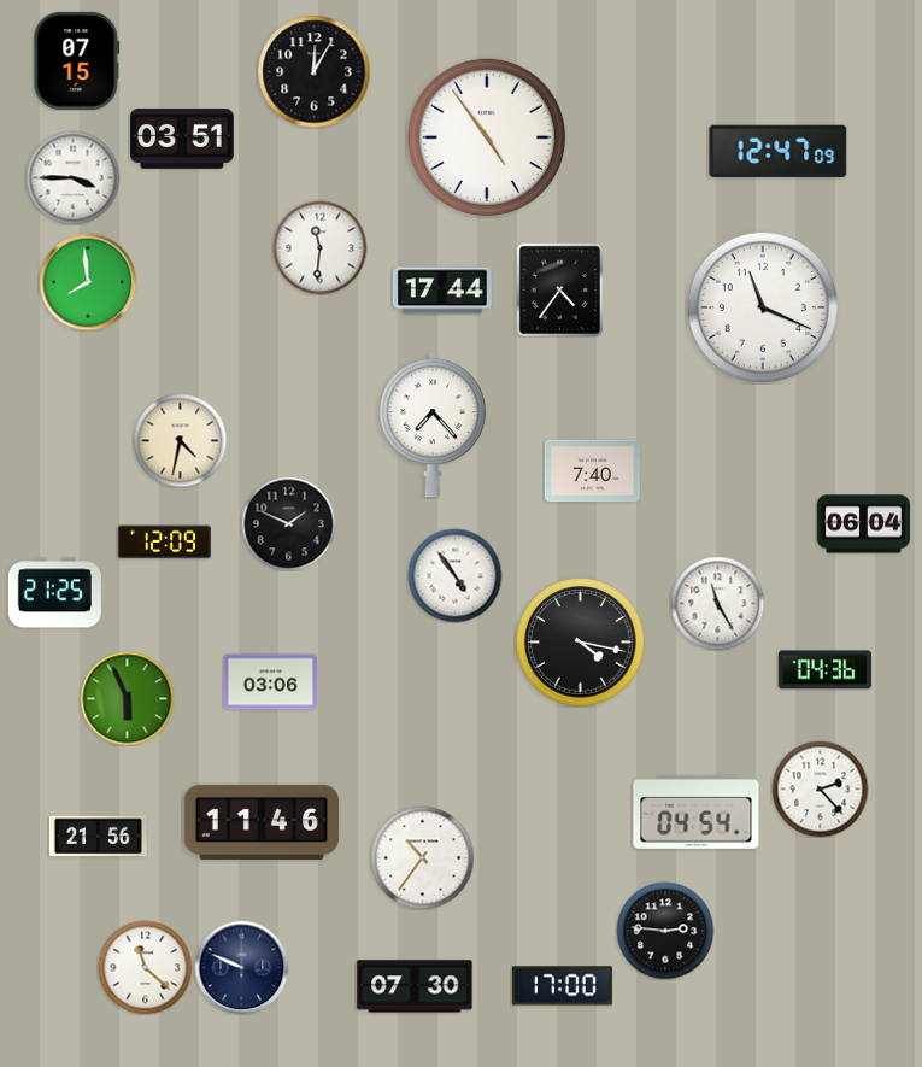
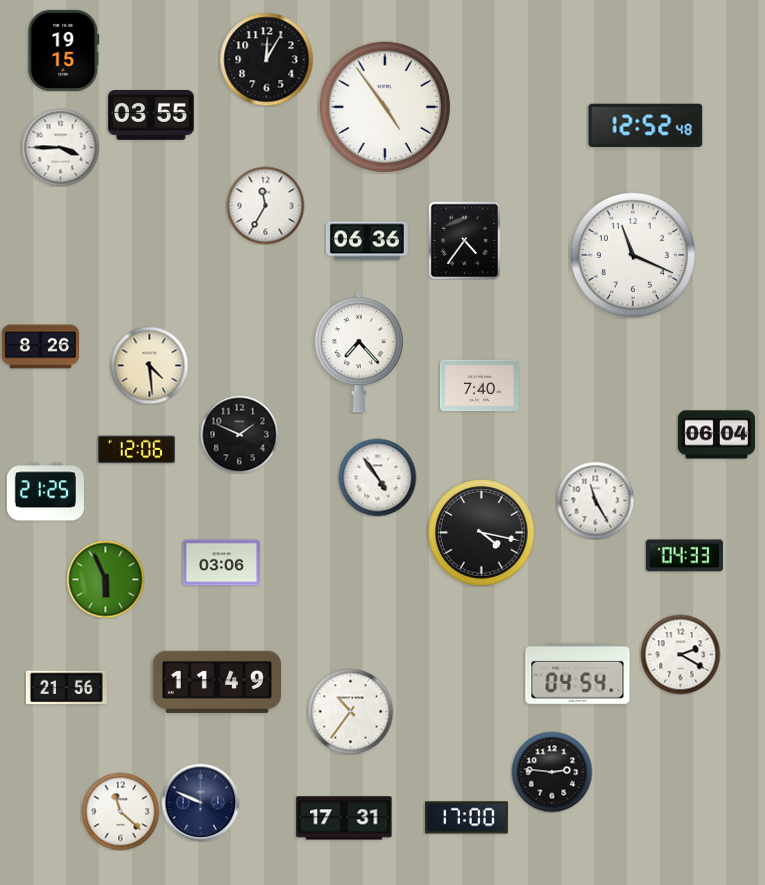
clock at (77, 60): 07:15 -> 19:15
clock at (313, 71) position: (313, 71) -> (266, 59)
clock at (487, 137) position: (487, 137) -> (385, 107)
clock at (183, 139): 03:51 -> 03:55
clock at (779, 151): 12:47 -> 12:52
clock at (319, 247): 11:31 -> 11:35
clock at (88, 282): 7:59 -> none
clock at (442, 291): 17:44 -> 06:36
clock at (40, 347): none -> 8:26
clock at (180, 440): 4:32 -> 4:29
clock at (592, 471) position: (592, 471) -> (479, 386)
clock at (164, 543): 12:09 -> 12:06
clock at (824, 670): 04:36 -> 04:33
clock at (270, 682) position: (270, 682) -> (221, 563)
clock at (820, 788): 2:23 -> 2:20
clock at (260, 822): 11:46 -> 11:49
clock at (98, 837) position: (98, 837) -> (66, 688)
clock at (145, 967) position: (145, 967) -> (120, 811)
clock at (415, 986): 07:30 -> 17:31
